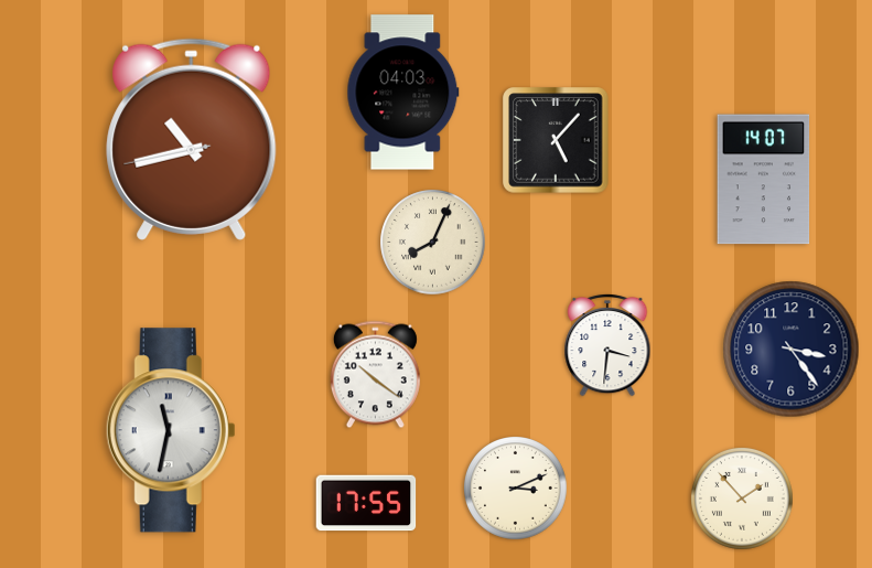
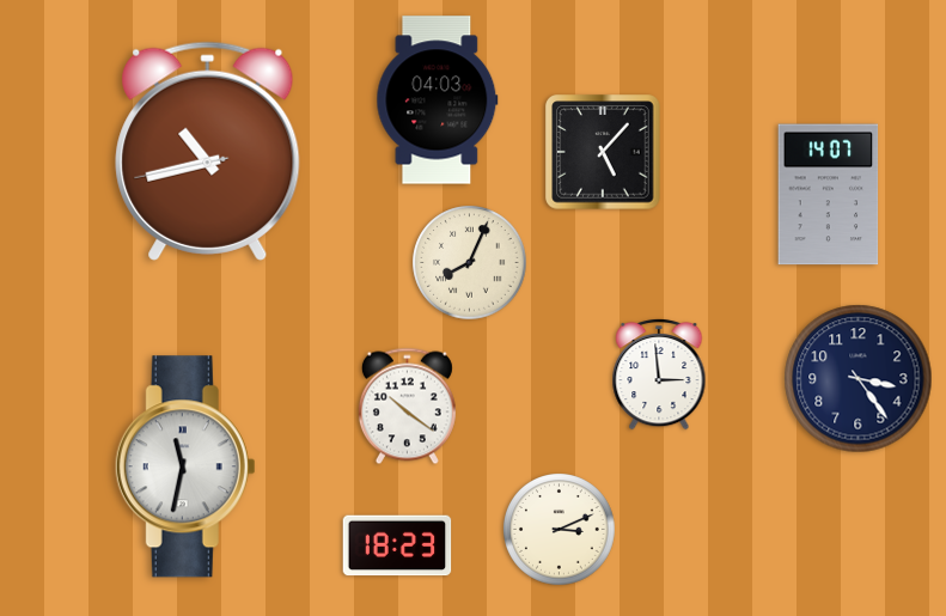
clock at (607, 345): 3:31 -> 2:59
clock at (742, 499): 1:53 -> none
clock at (366, 503): 17:55 -> 18:23
